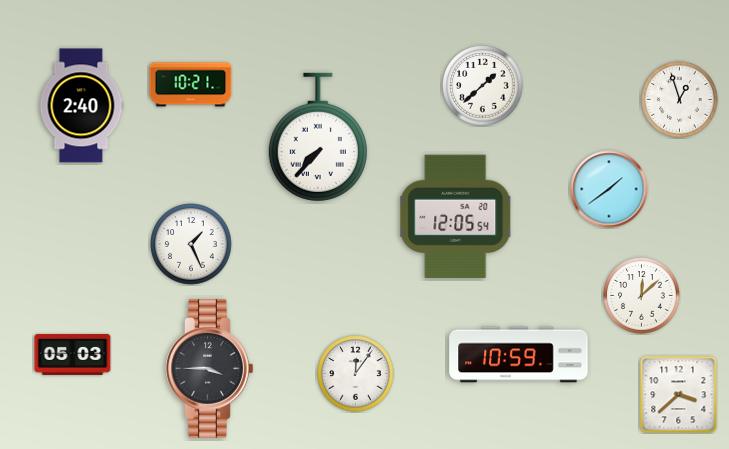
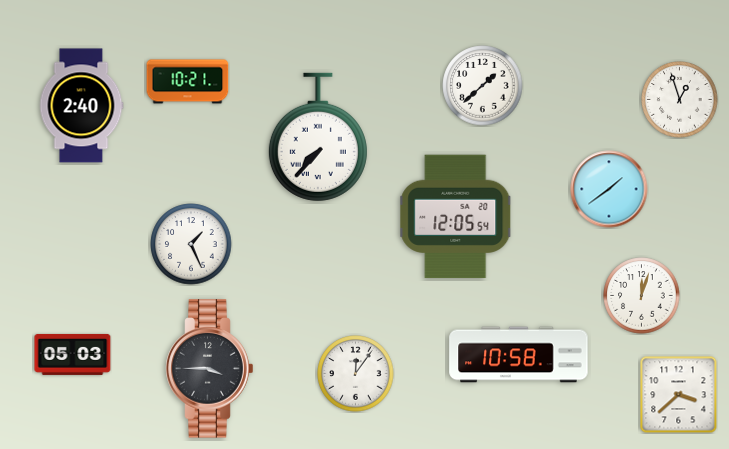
clock at (191, 85) position: (191, 85) -> (188, 82)
clock at (642, 296): 12:08 -> 12:03
clock at (519, 355): 10:59 -> 10:58
